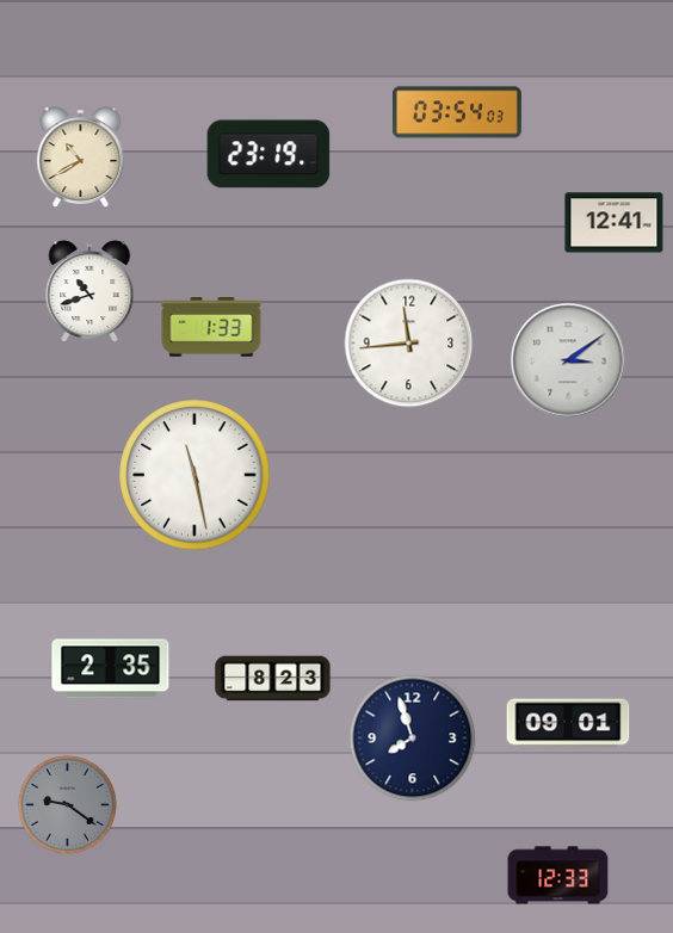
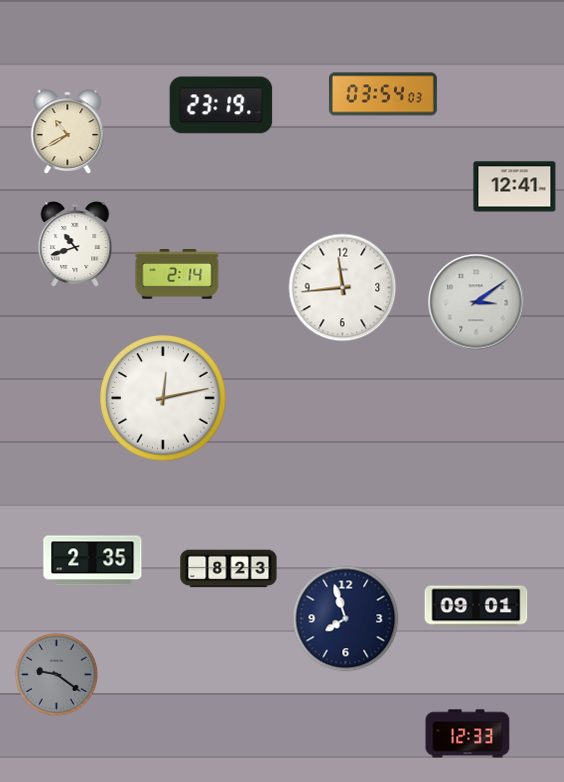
clock at (268, 154) position: (268, 154) -> (221, 105)
clock at (211, 327): 1:33 -> 2:14
clock at (195, 475): 11:28 -> 12:13
